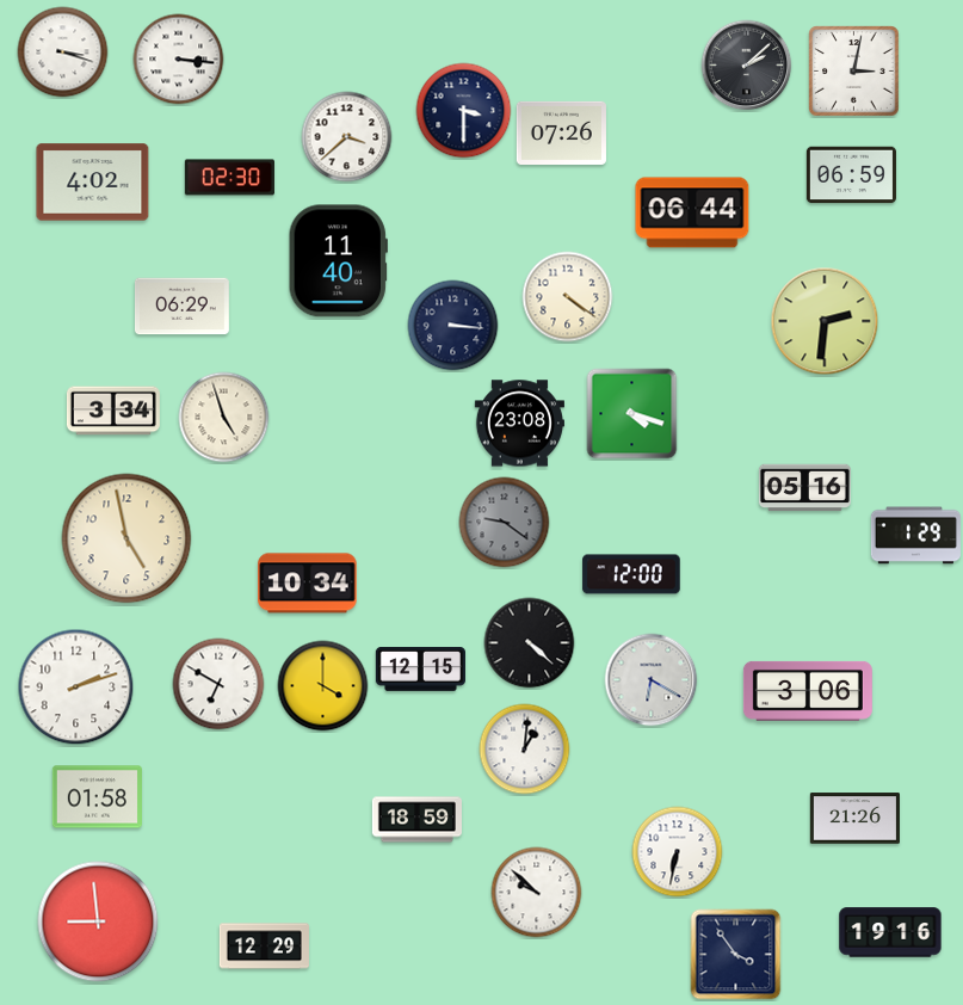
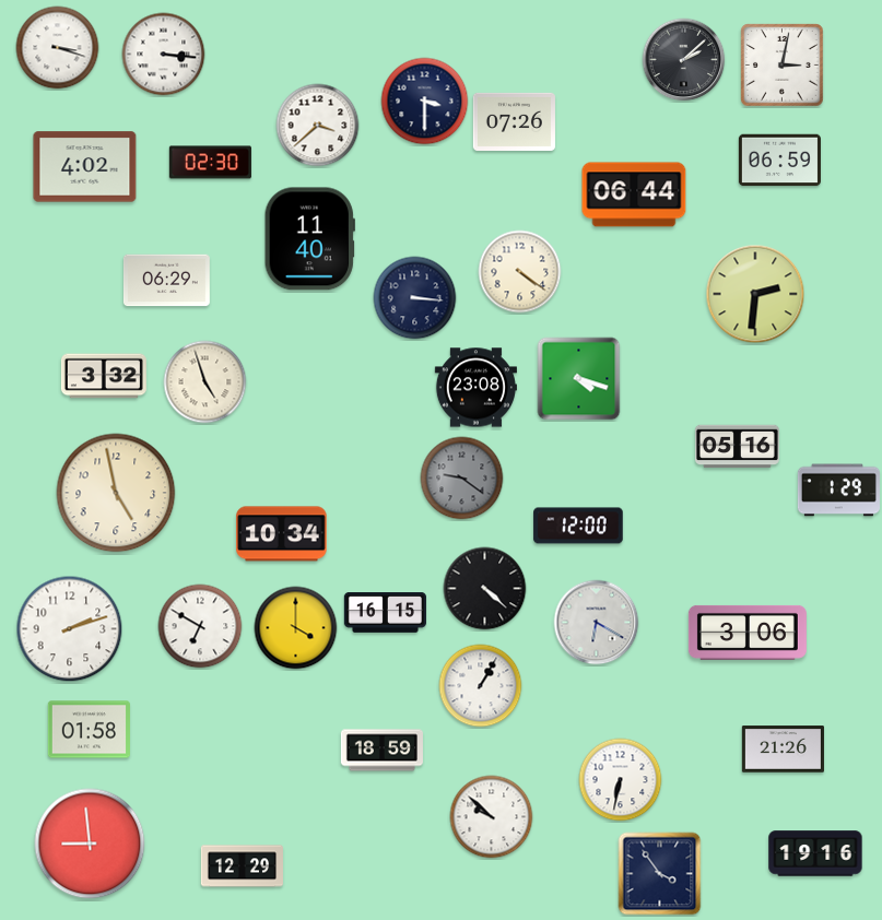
clock at (113, 411): 3:34 -> 3:32
clock at (420, 670): 12:15 -> 16:15
clock at (808, 691) position: (808, 691) -> (748, 633)
clock at (525, 750): 1:01 -> 1:05
clock at (736, 955) position: (736, 955) -> (660, 874)
